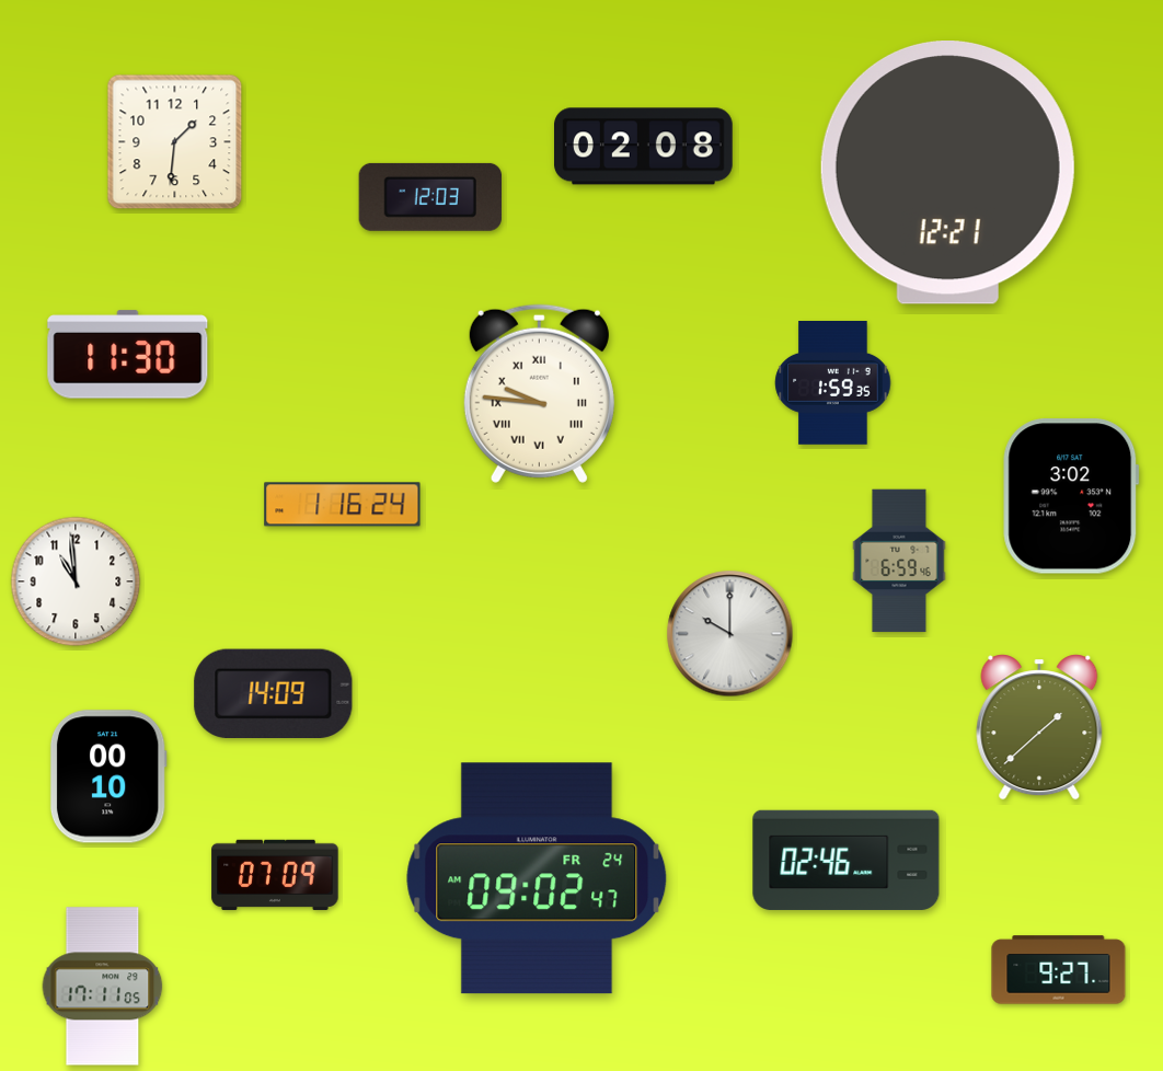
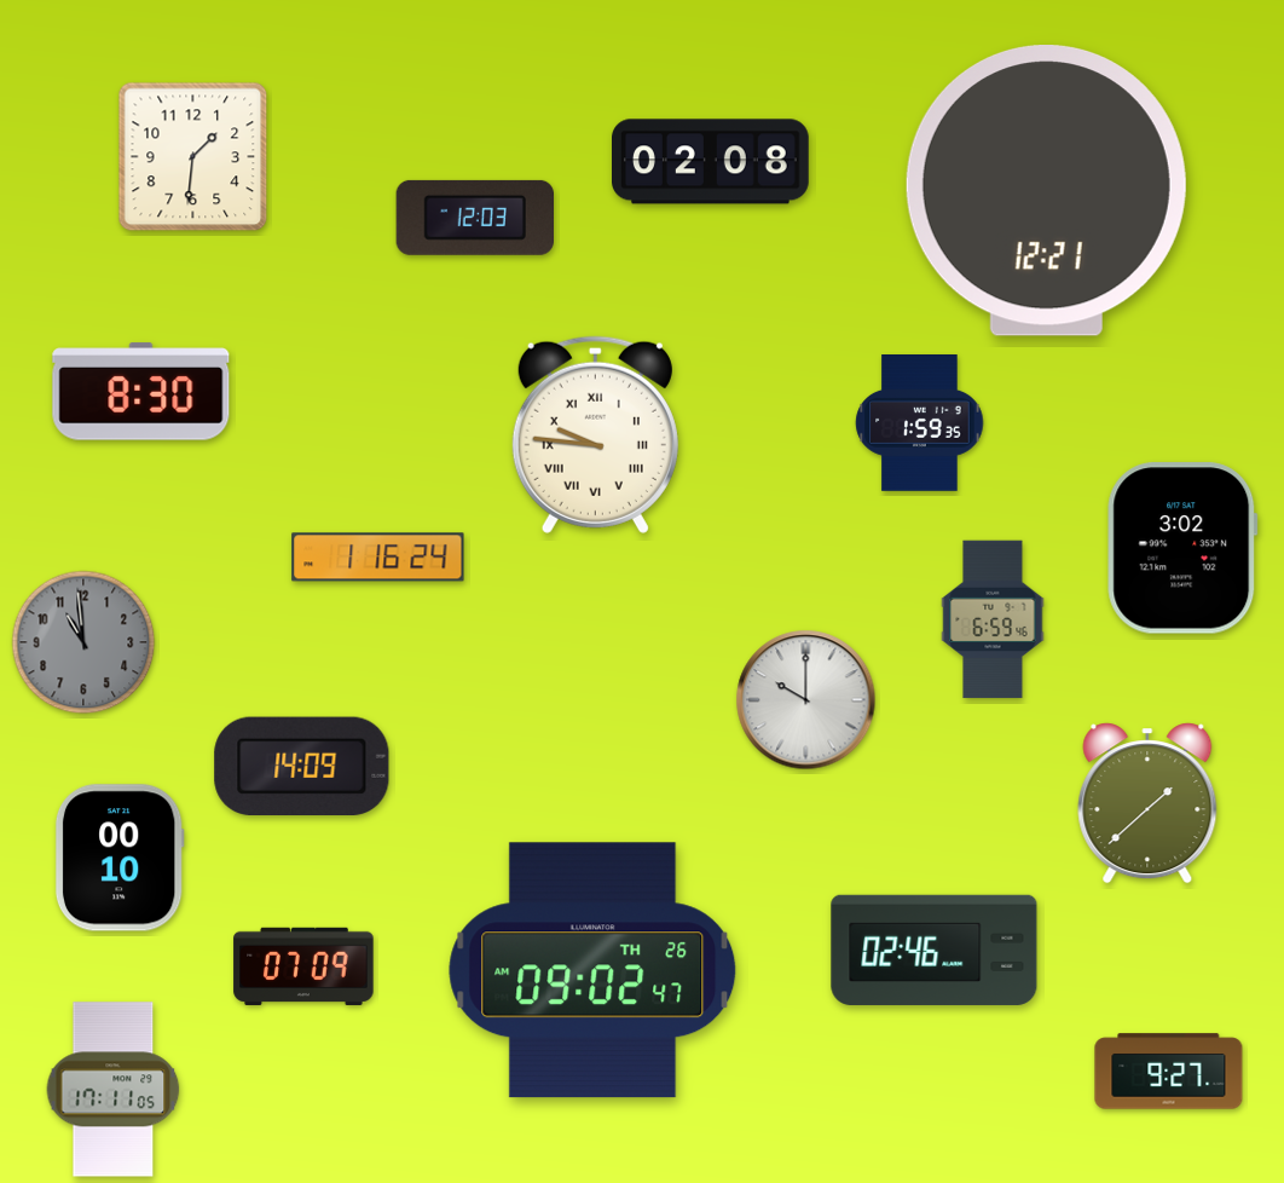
clock at (128, 355): 11:30 -> 8:30
clock at (76, 581) dial: white -> grey
clock at (537, 878) date: FR 24 -> TH 26
